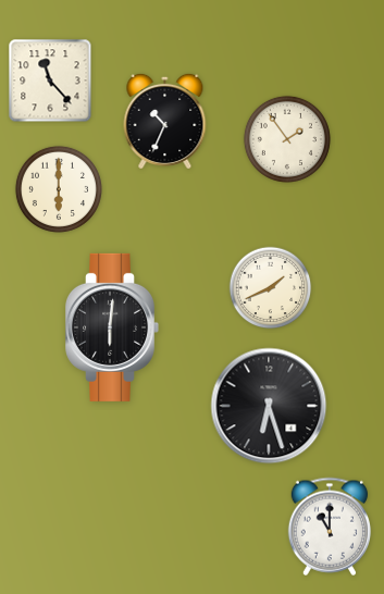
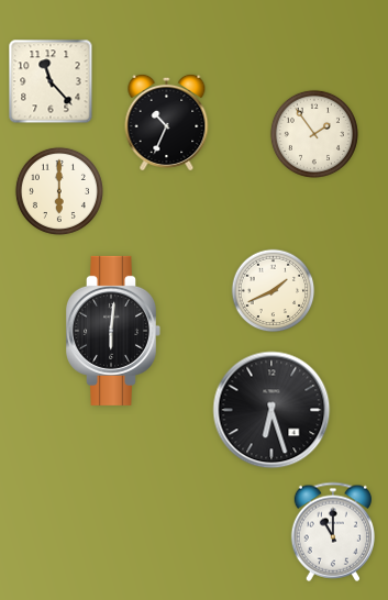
clock at (287, 139) position: (287, 139) -> (314, 134)
